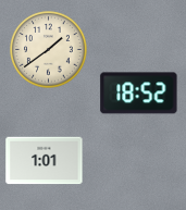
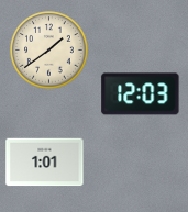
clock at (139, 94): 18:52 -> 12:03
